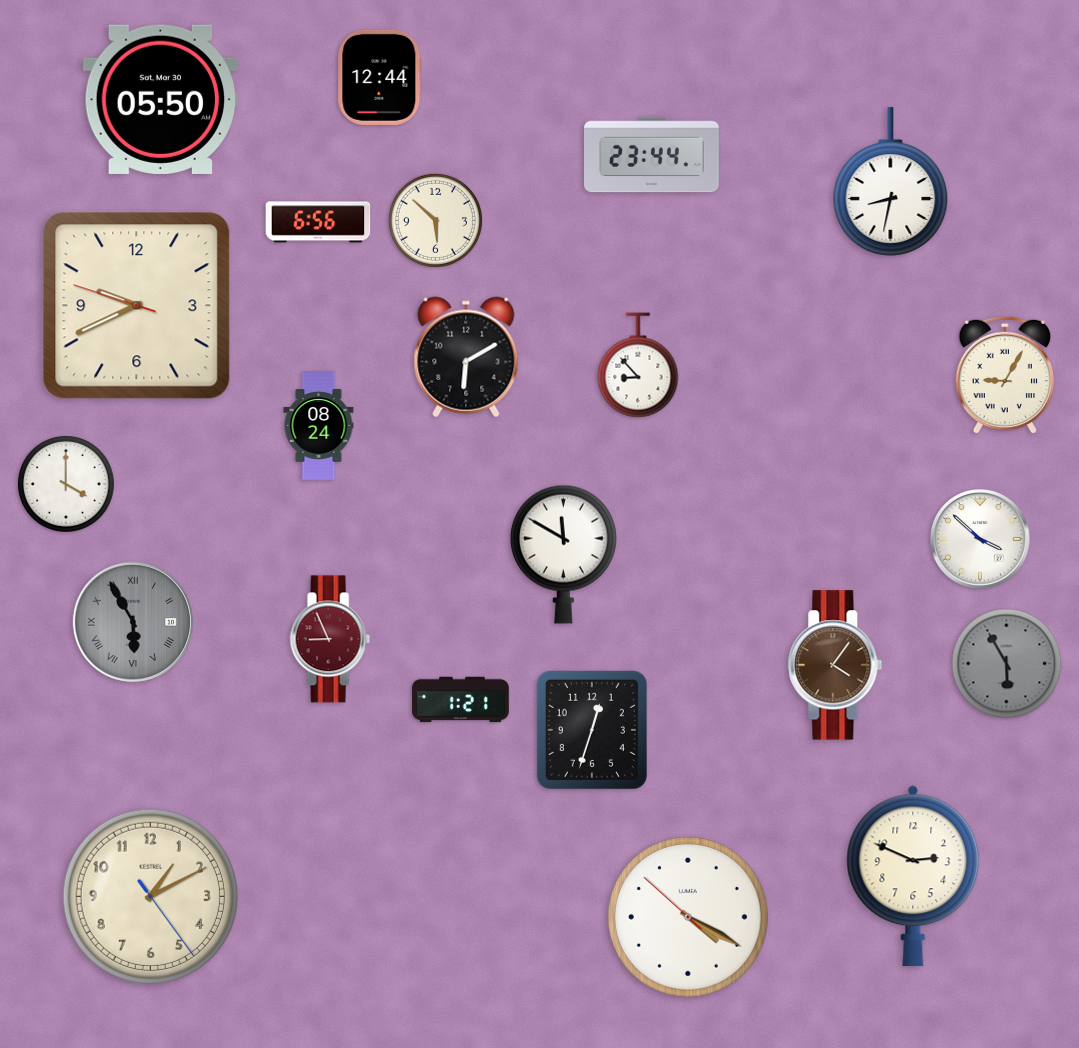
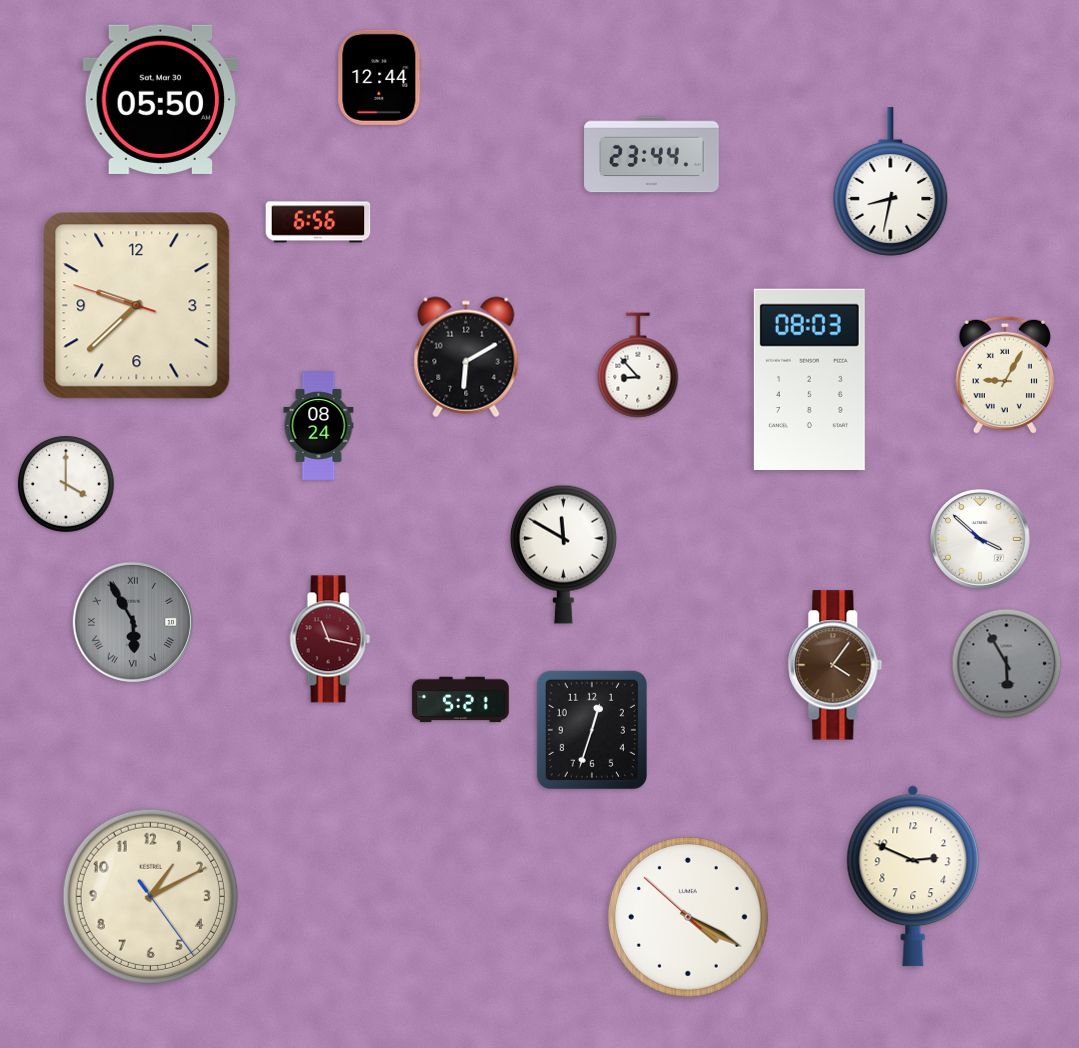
clock at (435, 220): 5:52 -> none
clock at (137, 306): 9:40 -> 9:37
clock at (809, 379): none -> 08:03
clock at (330, 639): 8:56 -> 11:17
clock at (461, 700): 1:21 -> 5:21
